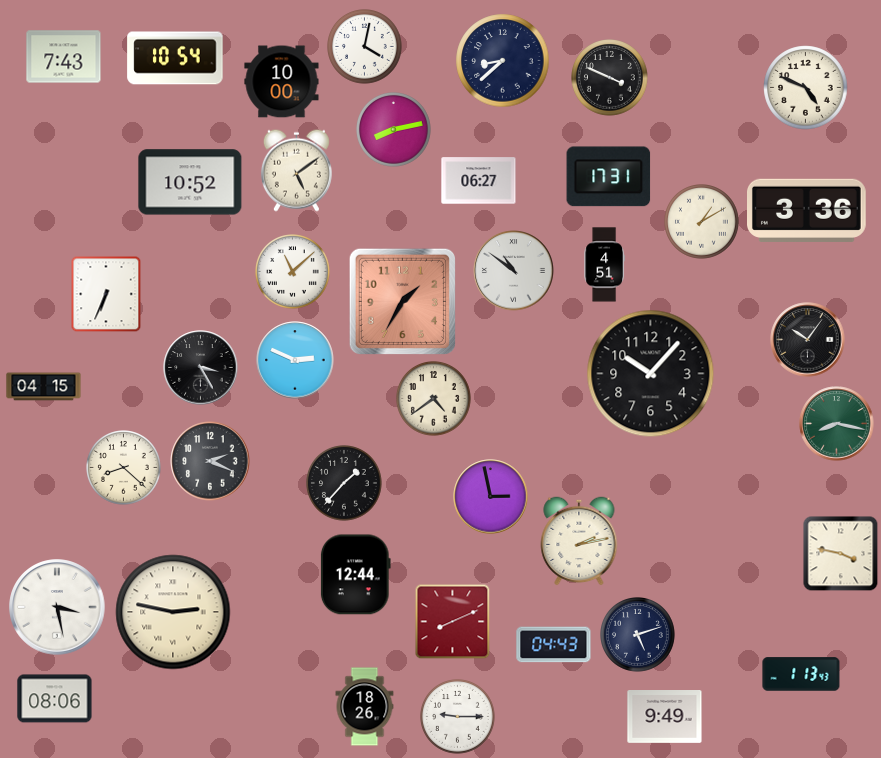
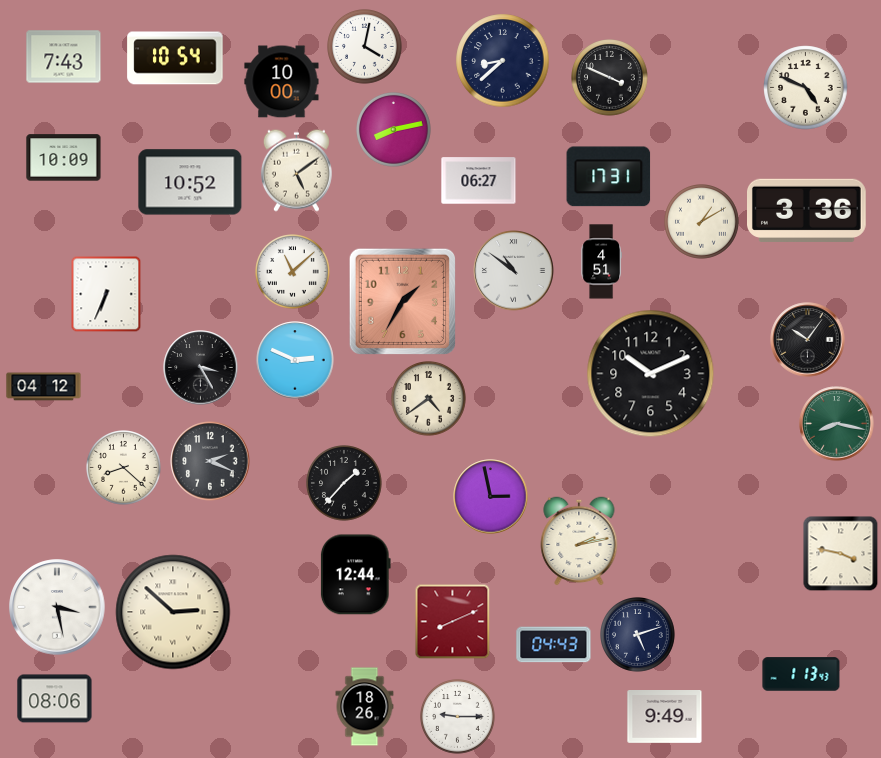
clock at (64, 158): none -> 10:09
clock at (604, 265) position: (604, 265) -> (601, 262)
clock at (651, 374): 10:07 -> 10:11
clock at (44, 387): 04:15 -> 04:12
clock at (434, 399) position: (434, 399) -> (429, 399)
clock at (173, 612): 2:47 -> 2:52
